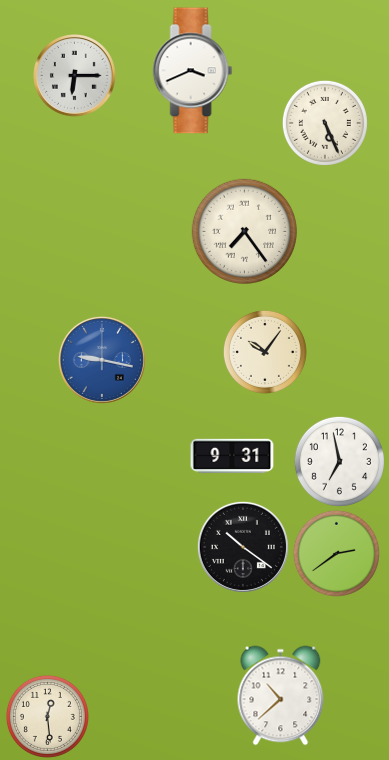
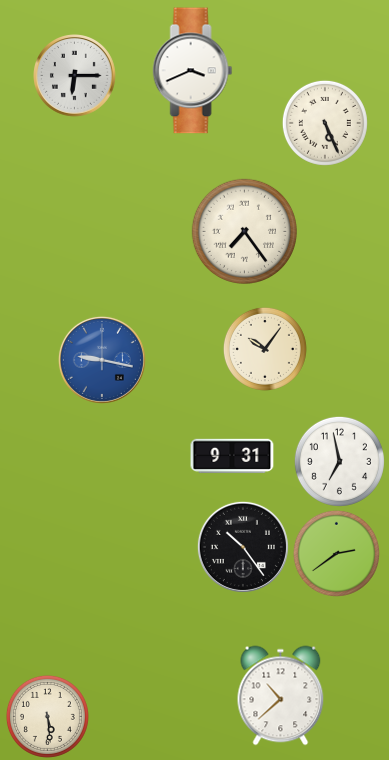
clock at (265, 352) position: (265, 352) -> (265, 349)
clock at (243, 547): 10:21 -> 10:24
clock at (47, 716): 12:29 -> 5:29
